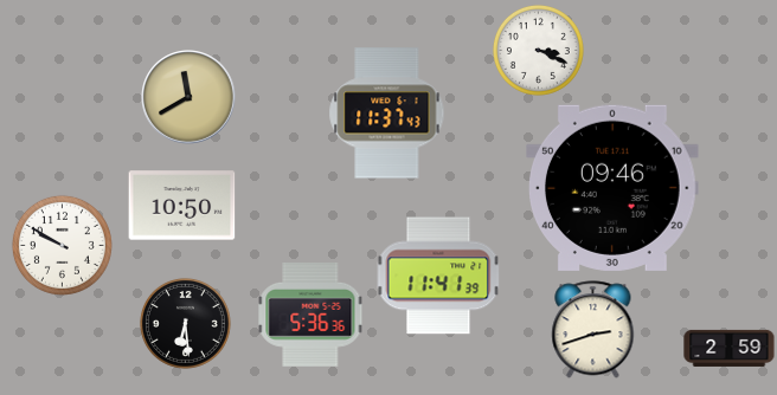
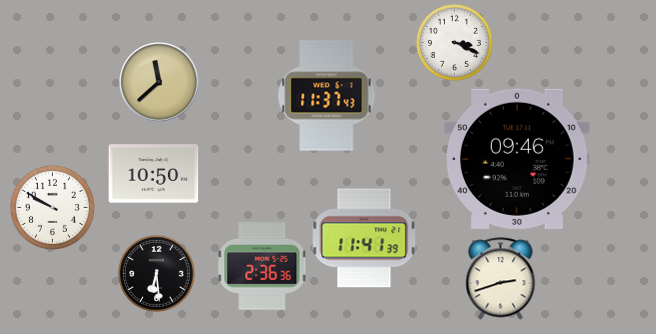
clock at (188, 97): 11:40 -> 11:38
clock at (438, 276) position: (438, 276) -> (364, 238)
clock at (310, 316): 5:36 -> 2:36
clock at (730, 348): 2:59 -> none
